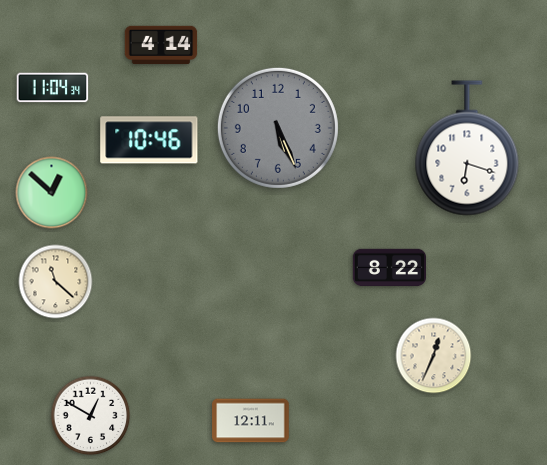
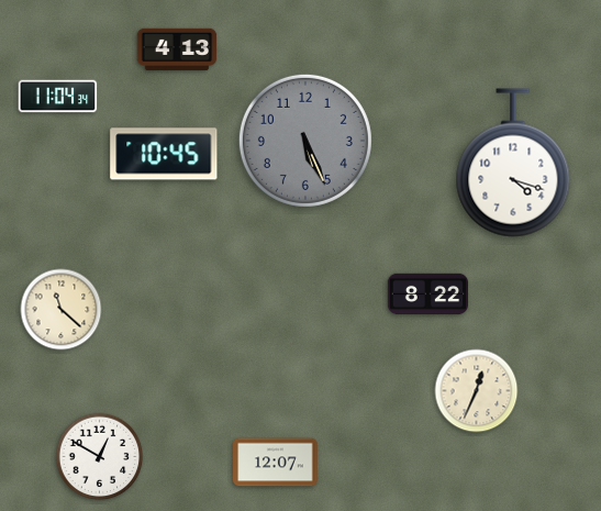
clock at (161, 45): 4:14 -> 4:13
clock at (149, 140): 10:46 -> 10:45
clock at (467, 148): 6:18 -> 4:18
clock at (52, 193): 12:52 -> none
clock at (251, 421): 12:11 -> 12:07
